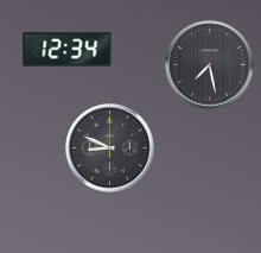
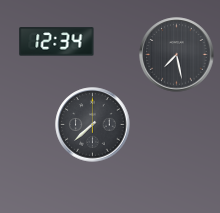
clock at (110, 148): 8:49 -> 7:38
